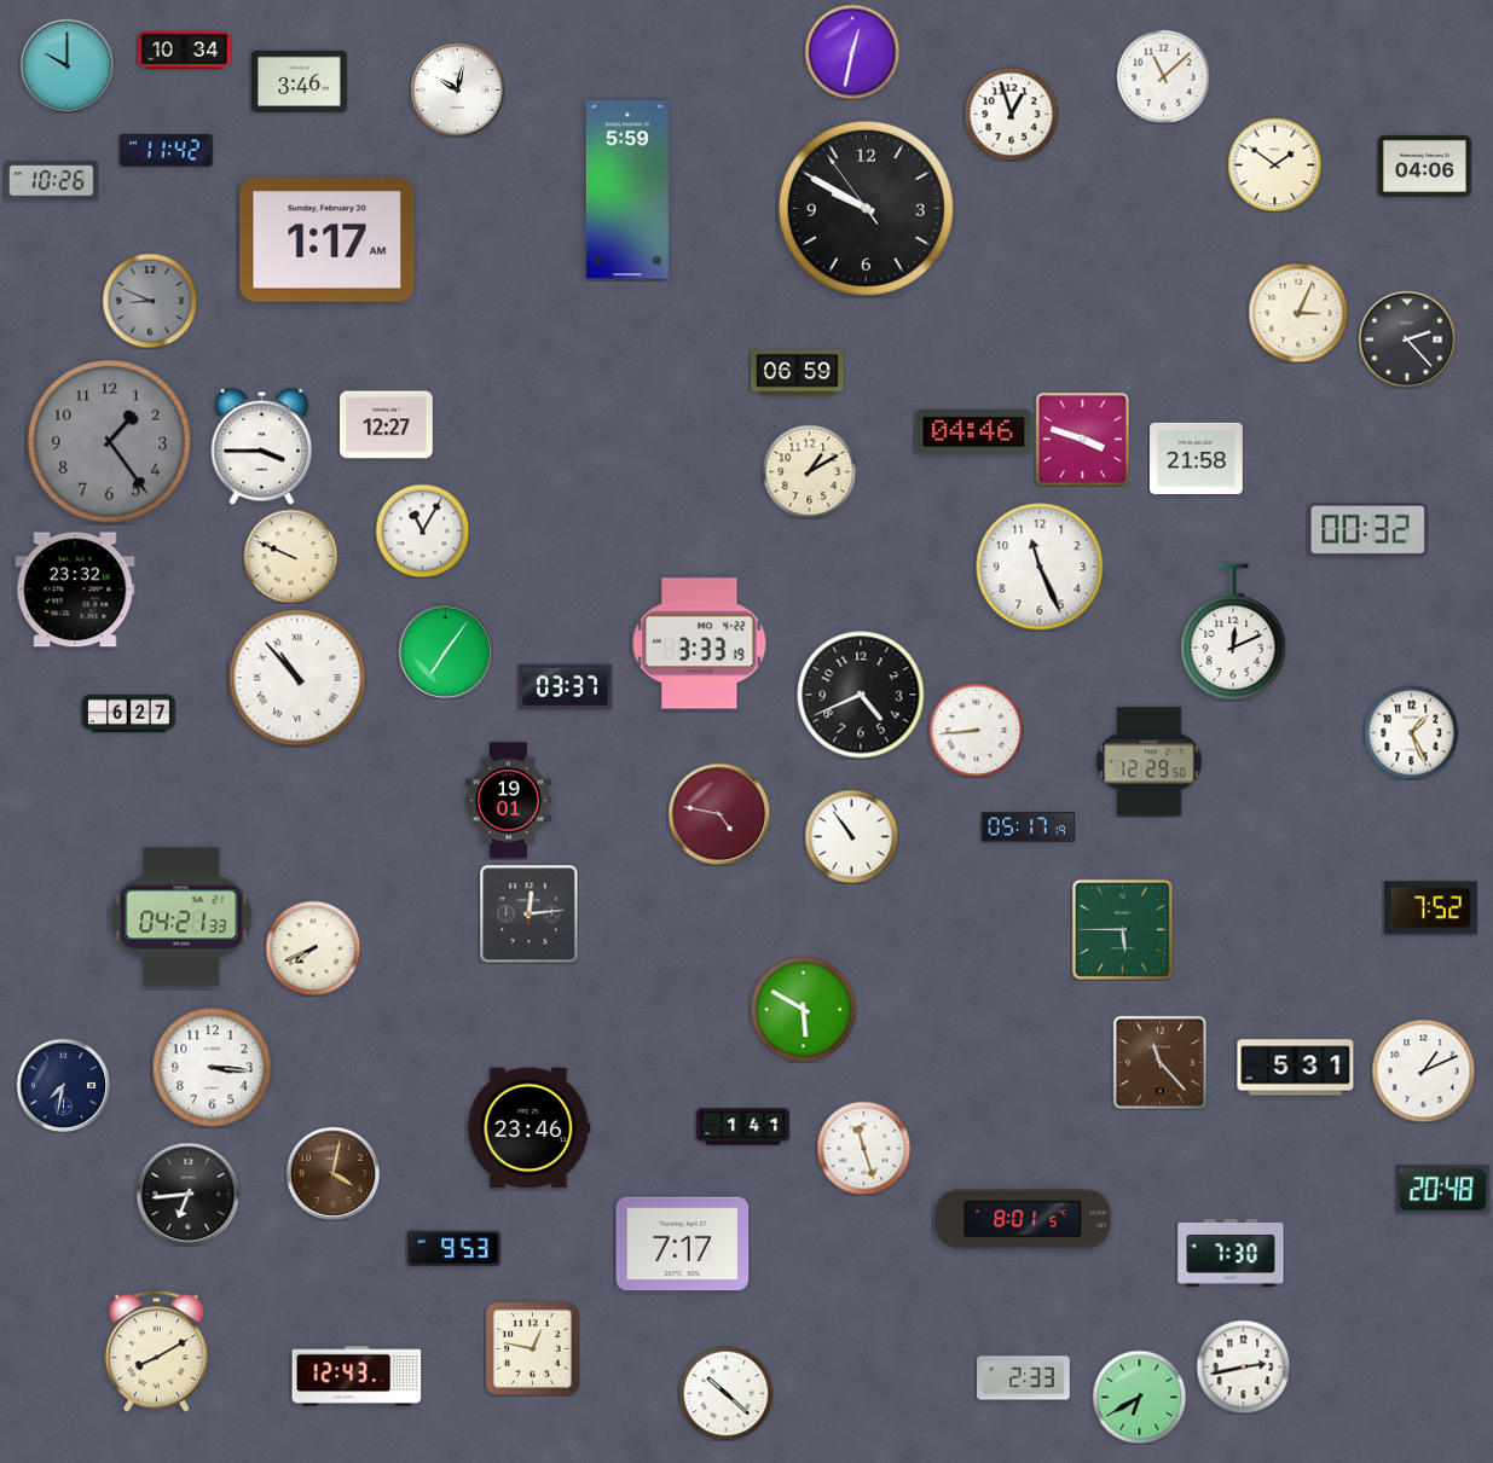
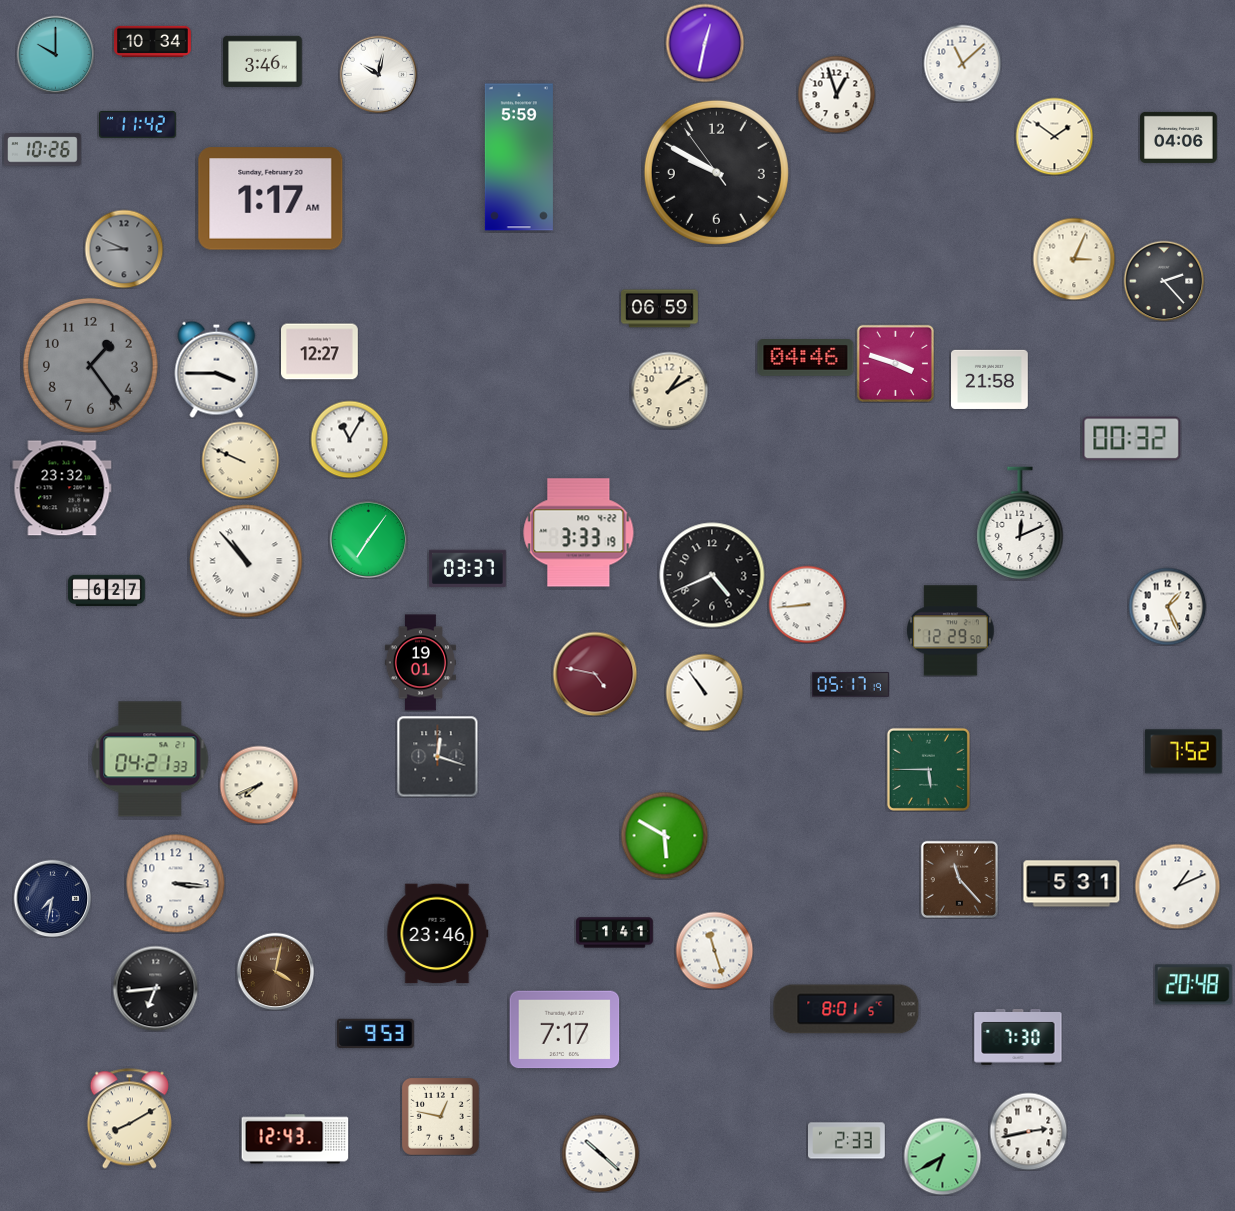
clock at (300, 81) position: (300, 81) -> (263, 61)
clock at (1040, 567): 11:26 -> none
clock at (528, 913): 12:14 -> 12:18
